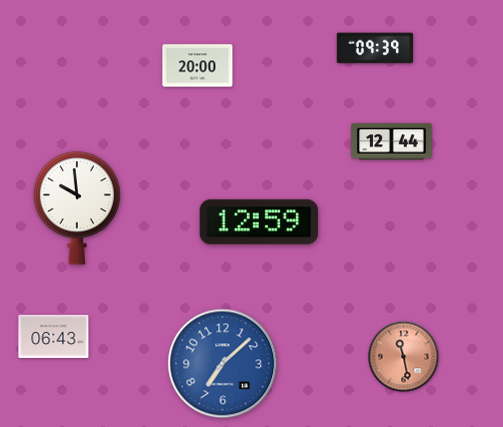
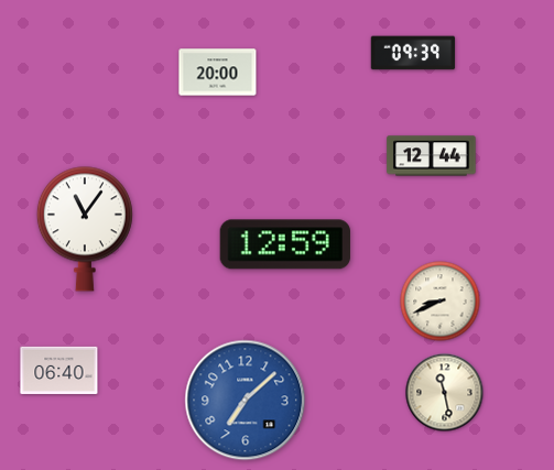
clock at (77, 208): 9:59 -> 11:06
clock at (441, 302): none -> 8:41
clock at (54, 336): 06:43 -> 06:40
clock at (404, 357) dial: salmon -> cream
